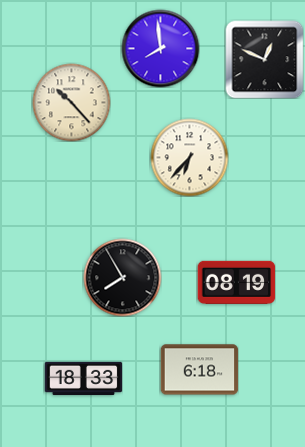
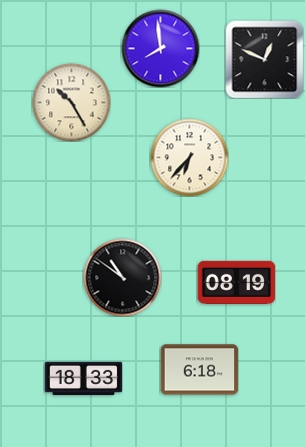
clock at (71, 102): 10:23 -> 10:25
clock at (122, 277): 7:55 -> 10:51
